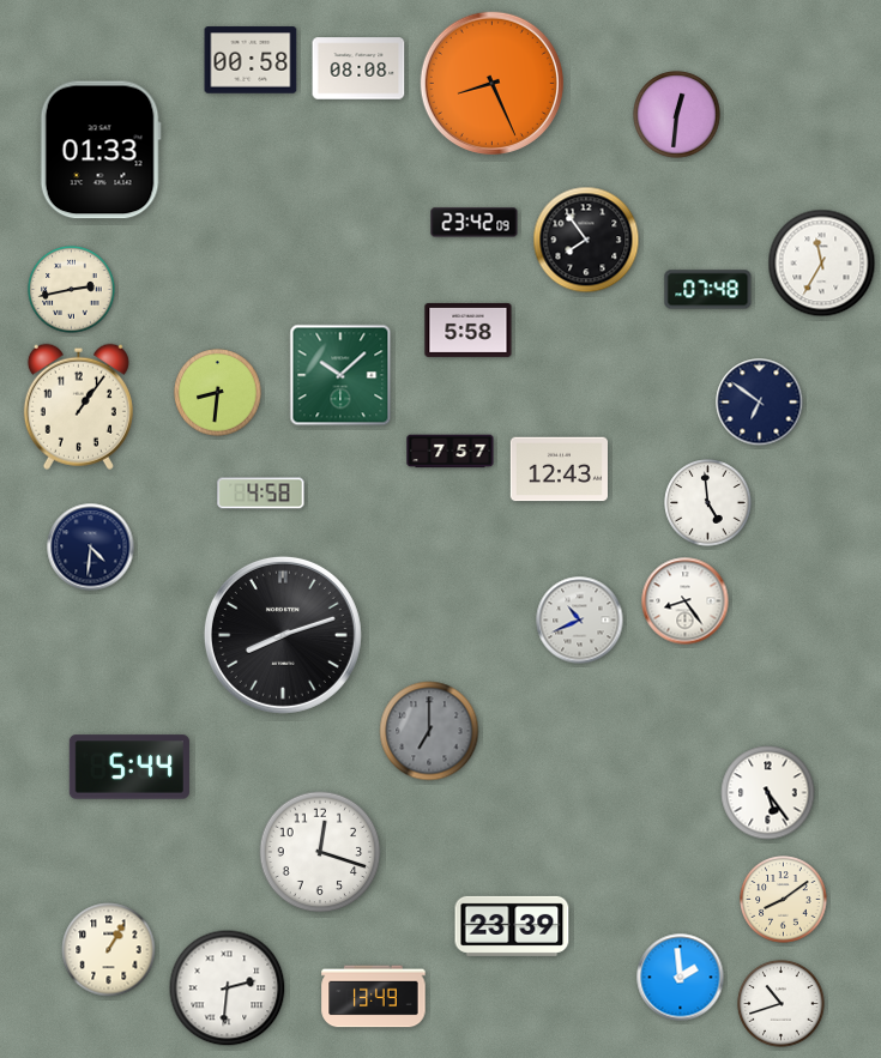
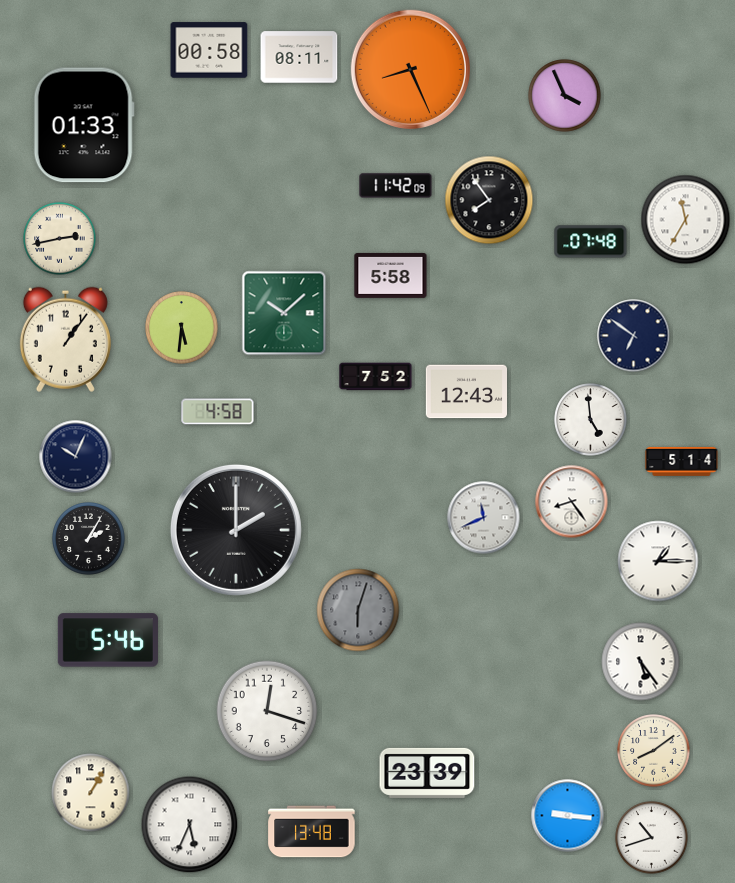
clock at (358, 68): 08:08 -> 08:11
clock at (677, 115): 12:31 -> 3:56
clock at (475, 223): 23:42 -> 11:42
clock at (72, 290) position: (72, 290) -> (60, 239)
clock at (218, 393): 8:31 -> 5:31
clock at (451, 452): 7:57 -> 7:52
clock at (91, 548): 4:31 -> 10:04
clock at (682, 461): none -> 5:14
clock at (580, 621): 10:41 -> 11:41
clock at (283, 635): 8:12 -> 2:00
clock at (89, 539): none -> 2:05
clock at (658, 561): none -> 1:15
clock at (429, 731): 7:00 -> 6:03
clock at (129, 767): 5:44 -> 5:46
clock at (681, 978): 1:59 -> 9:16
clock at (228, 989): 2:31 -> 5:34
clock at (374, 997): 13:49 -> 13:48
